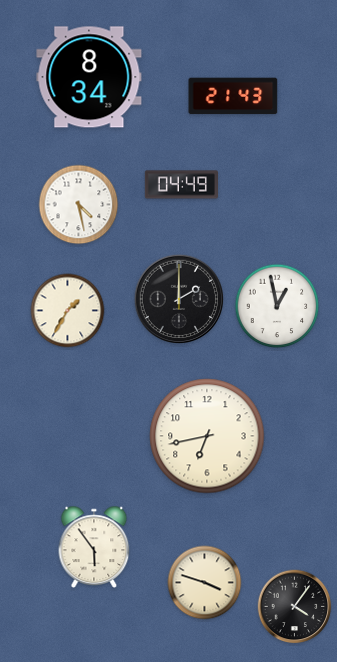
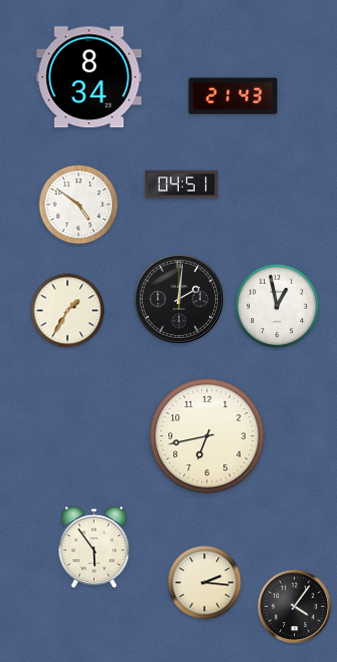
clock at (181, 185): 04:49 -> 04:51
clock at (79, 205): 4:28 -> 4:51
clock at (178, 298): 2:00 -> 2:01
clock at (205, 583): 3:48 -> 2:16
